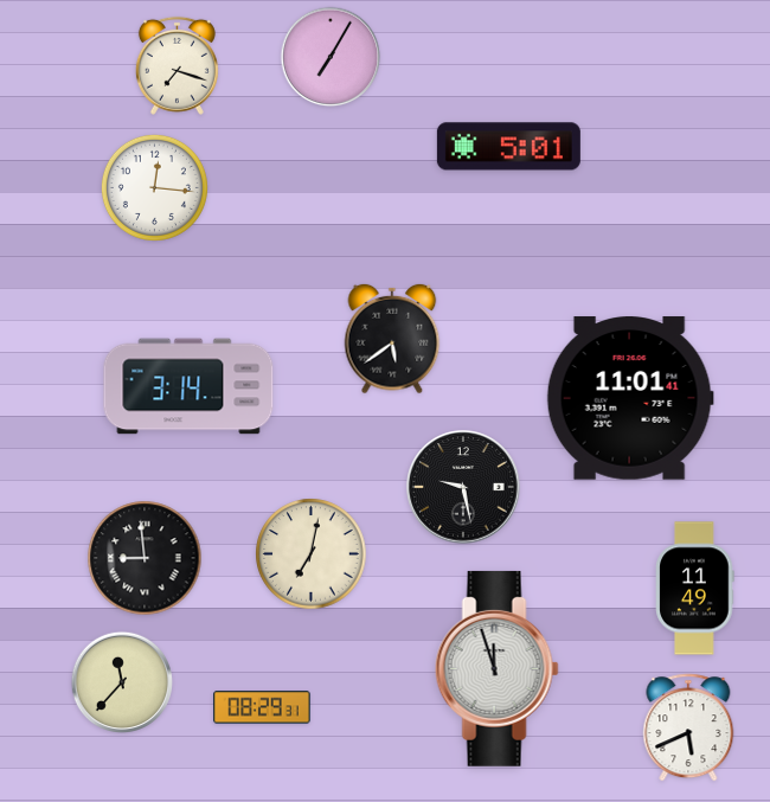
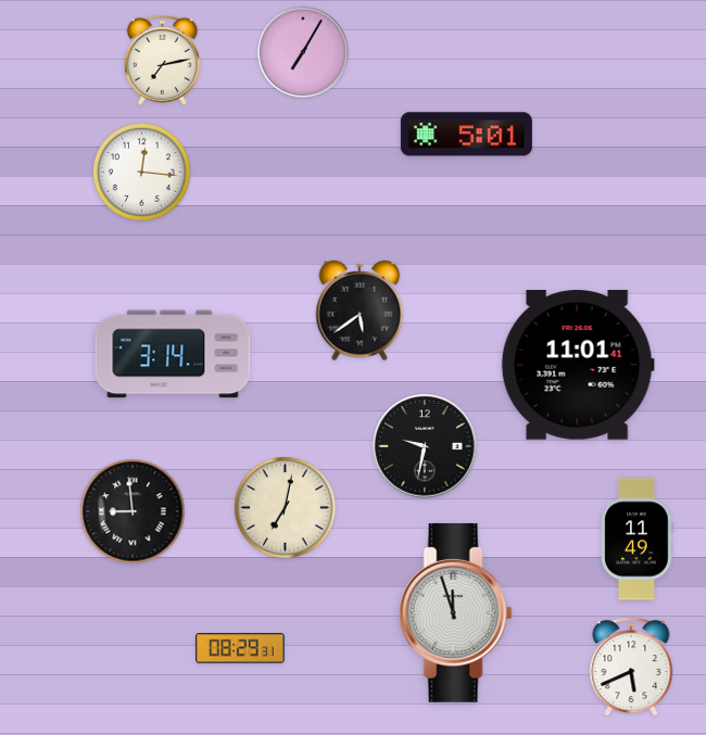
clock at (177, 65): 7:18 -> 7:13
clock at (463, 487): 9:28 -> 9:32
clock at (122, 682): 11:37 -> none
